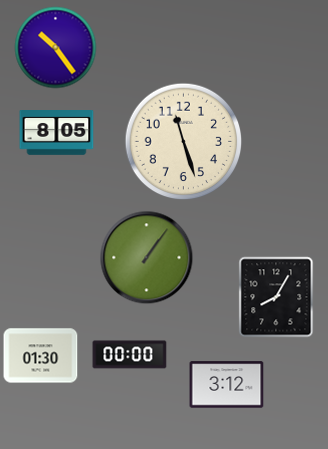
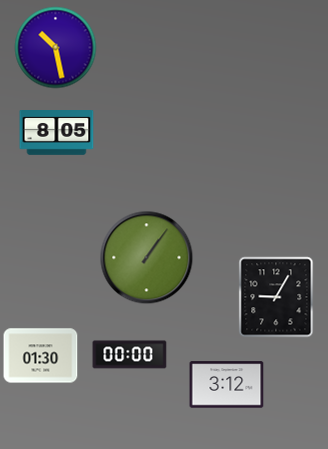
clock at (56, 48): 10:24 -> 10:28
clock at (184, 142): 11:27 -> none
clock at (276, 297): 8:05 -> 9:05
